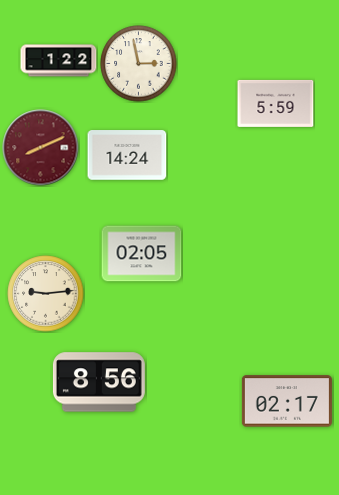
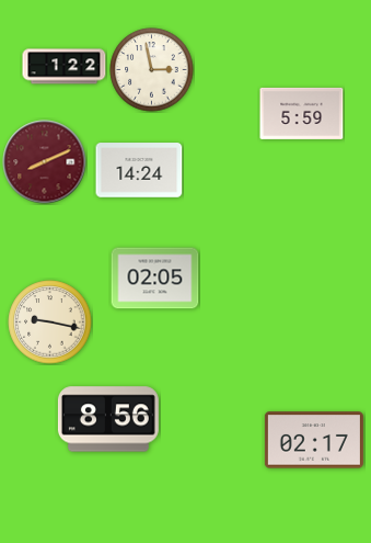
clock at (46, 294): 9:14 -> 9:17
